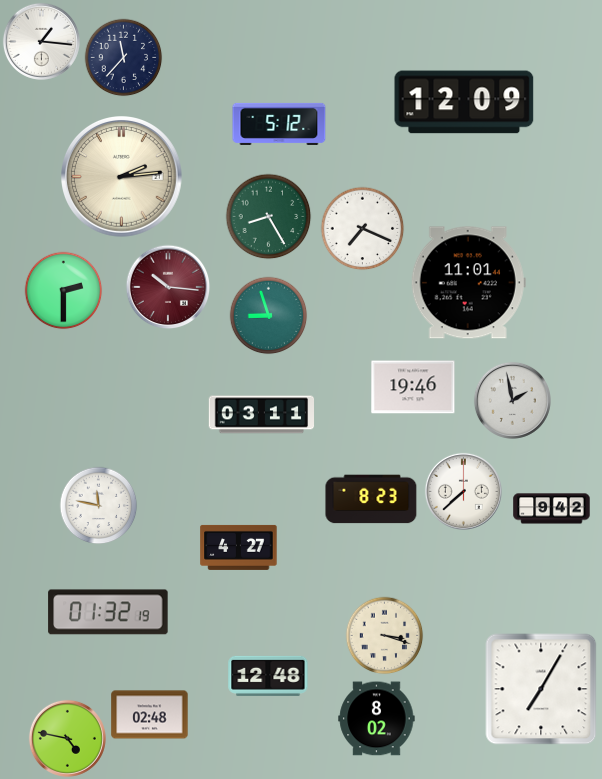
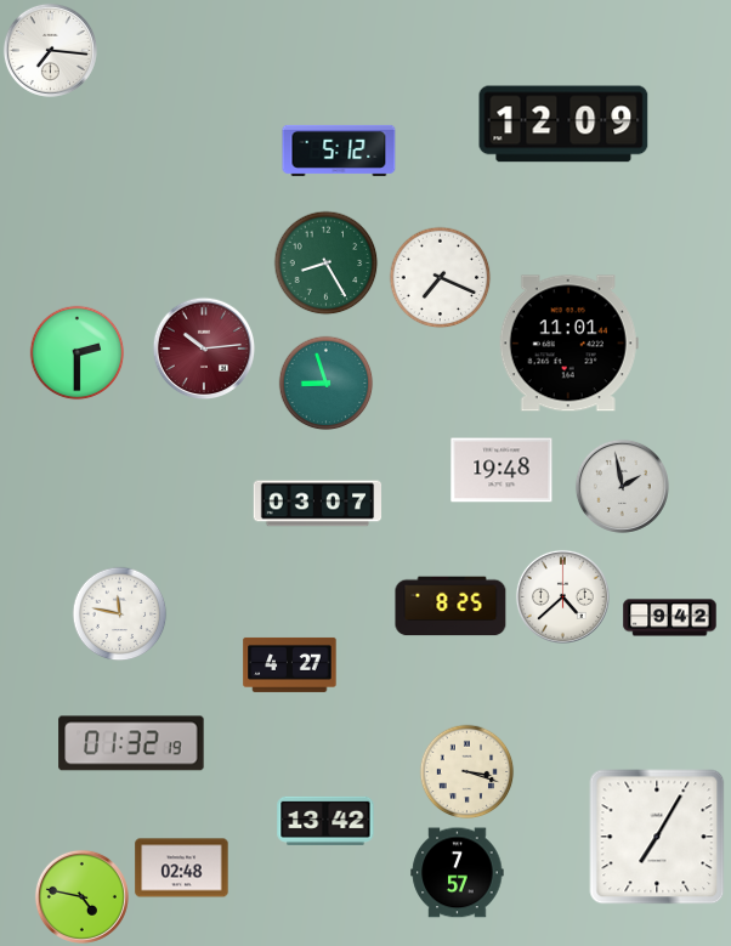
clock at (41, 41): 1:16 -> 7:16
clock at (123, 57): 11:37 -> none
clock at (122, 177): 2:14 -> none
clock at (168, 287): 10:16 -> 10:14
clock at (413, 387): 19:46 -> 19:48
clock at (262, 415): 03:11 -> 03:07
clock at (463, 491): 7:38 -> 4:38
clock at (371, 499): 8:23 -> 8:25
clock at (268, 676): 12:48 -> 13:42
clock at (377, 719): 8:02 -> 7:57
